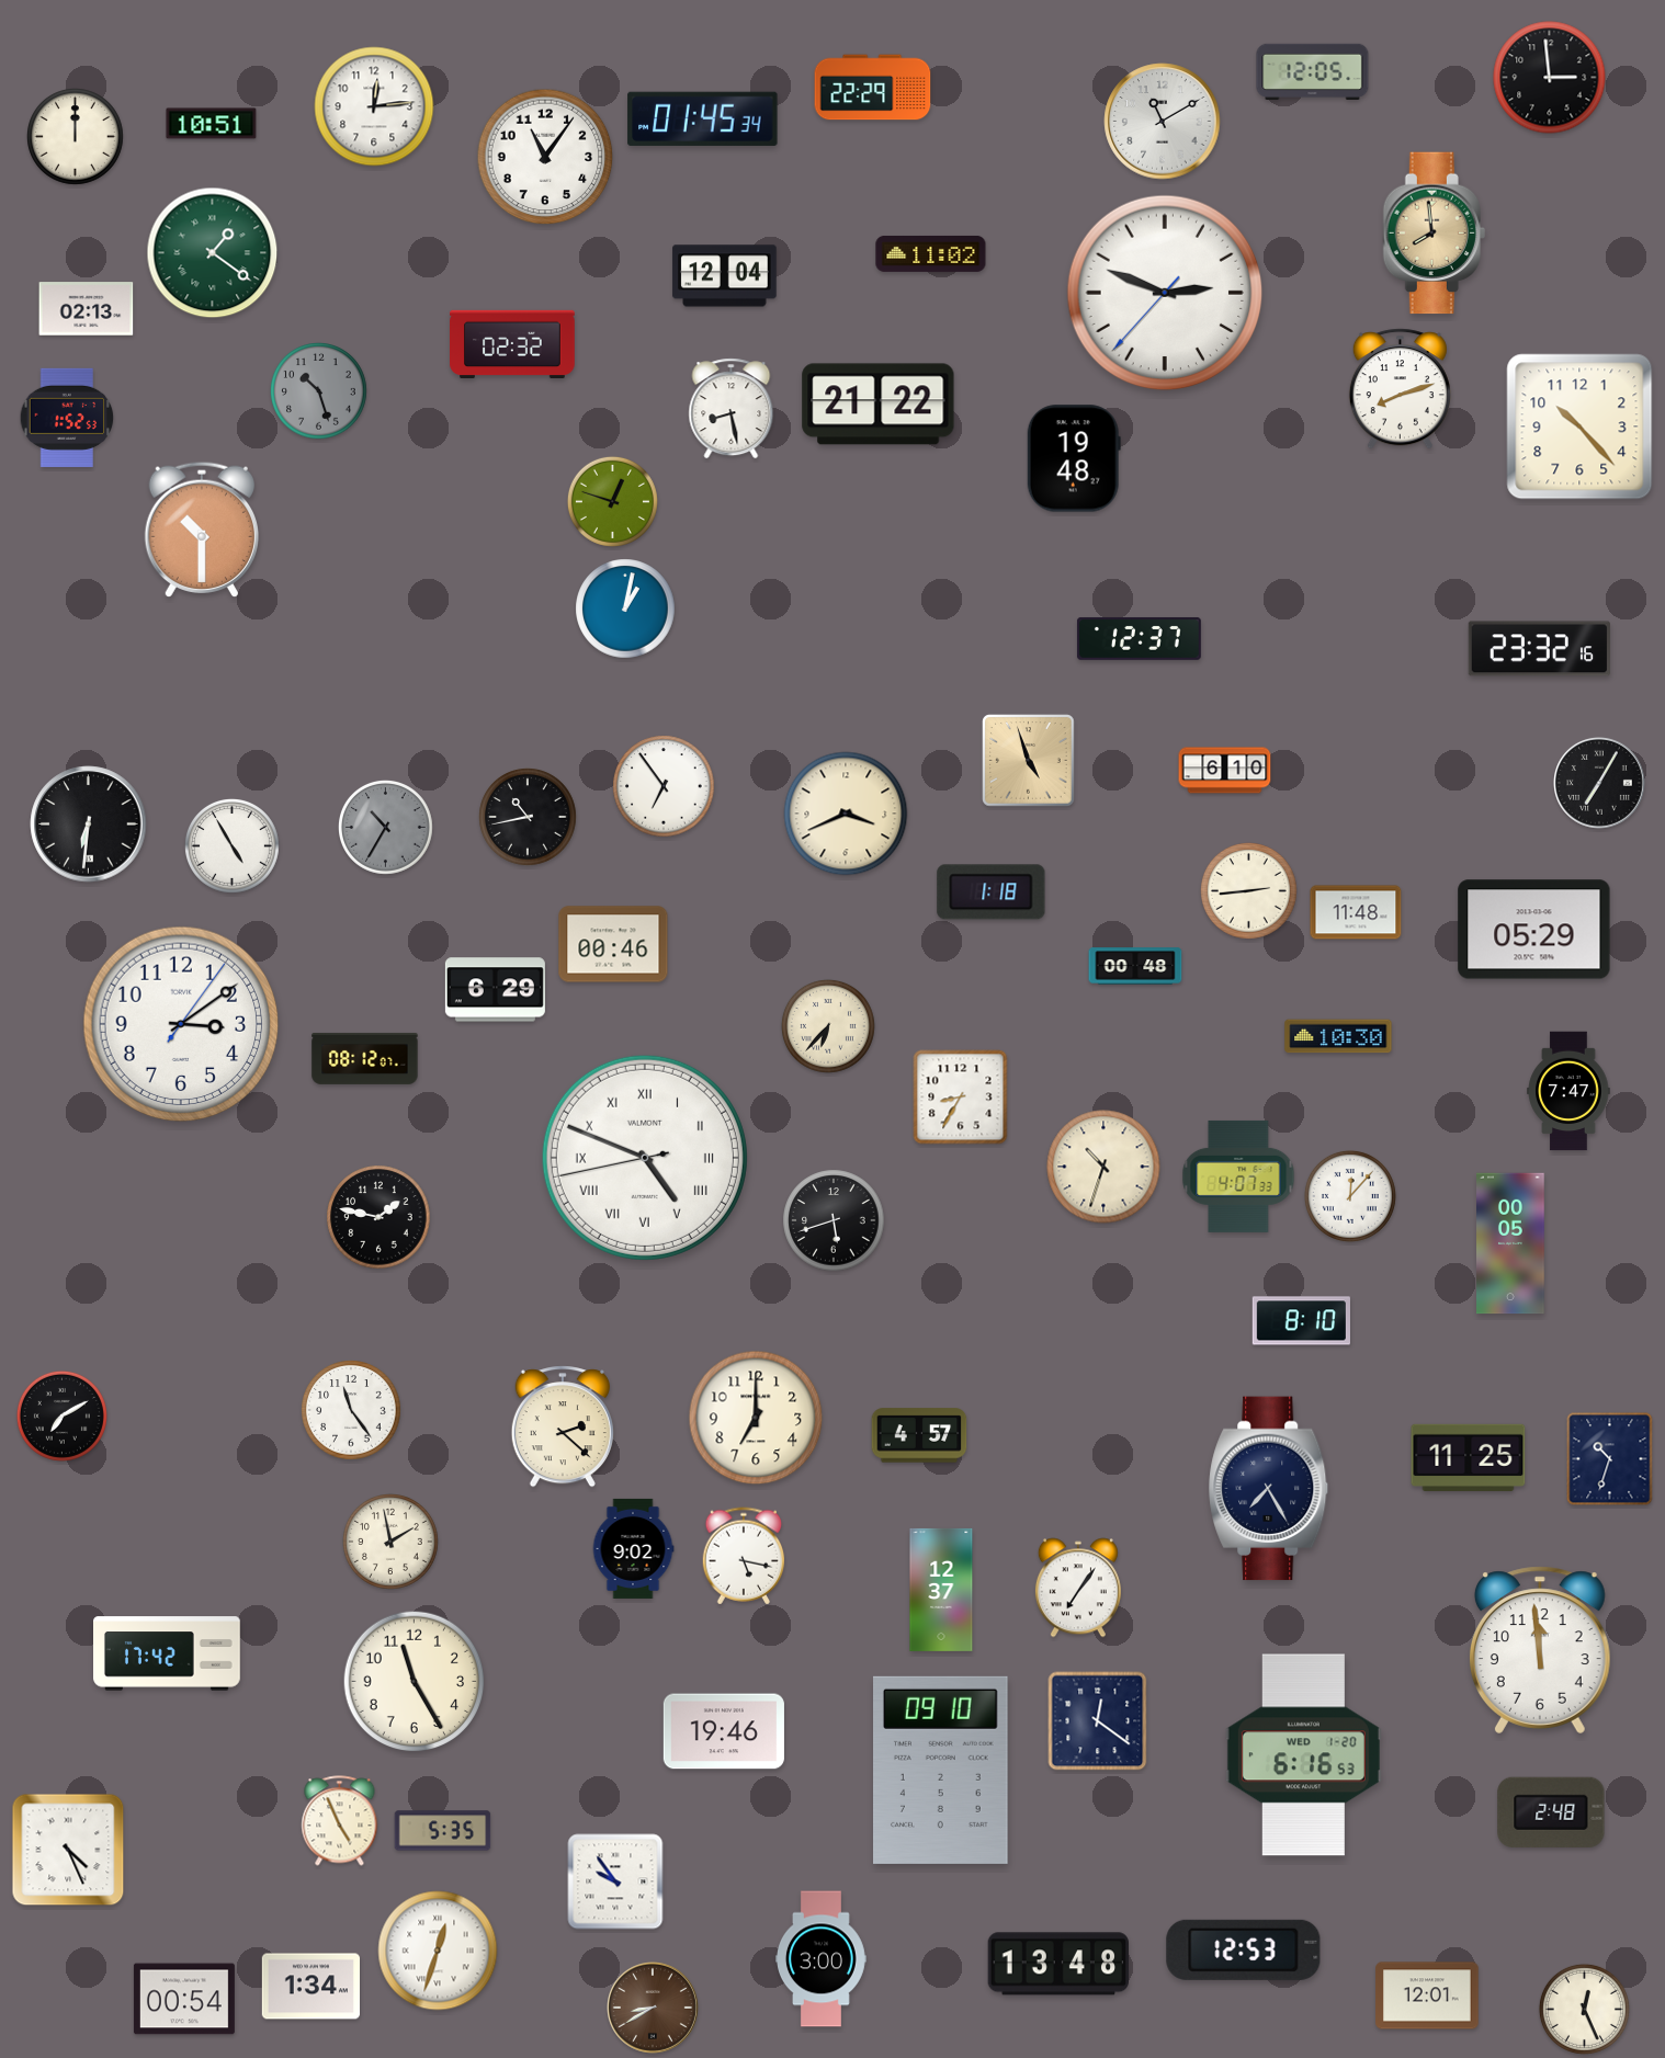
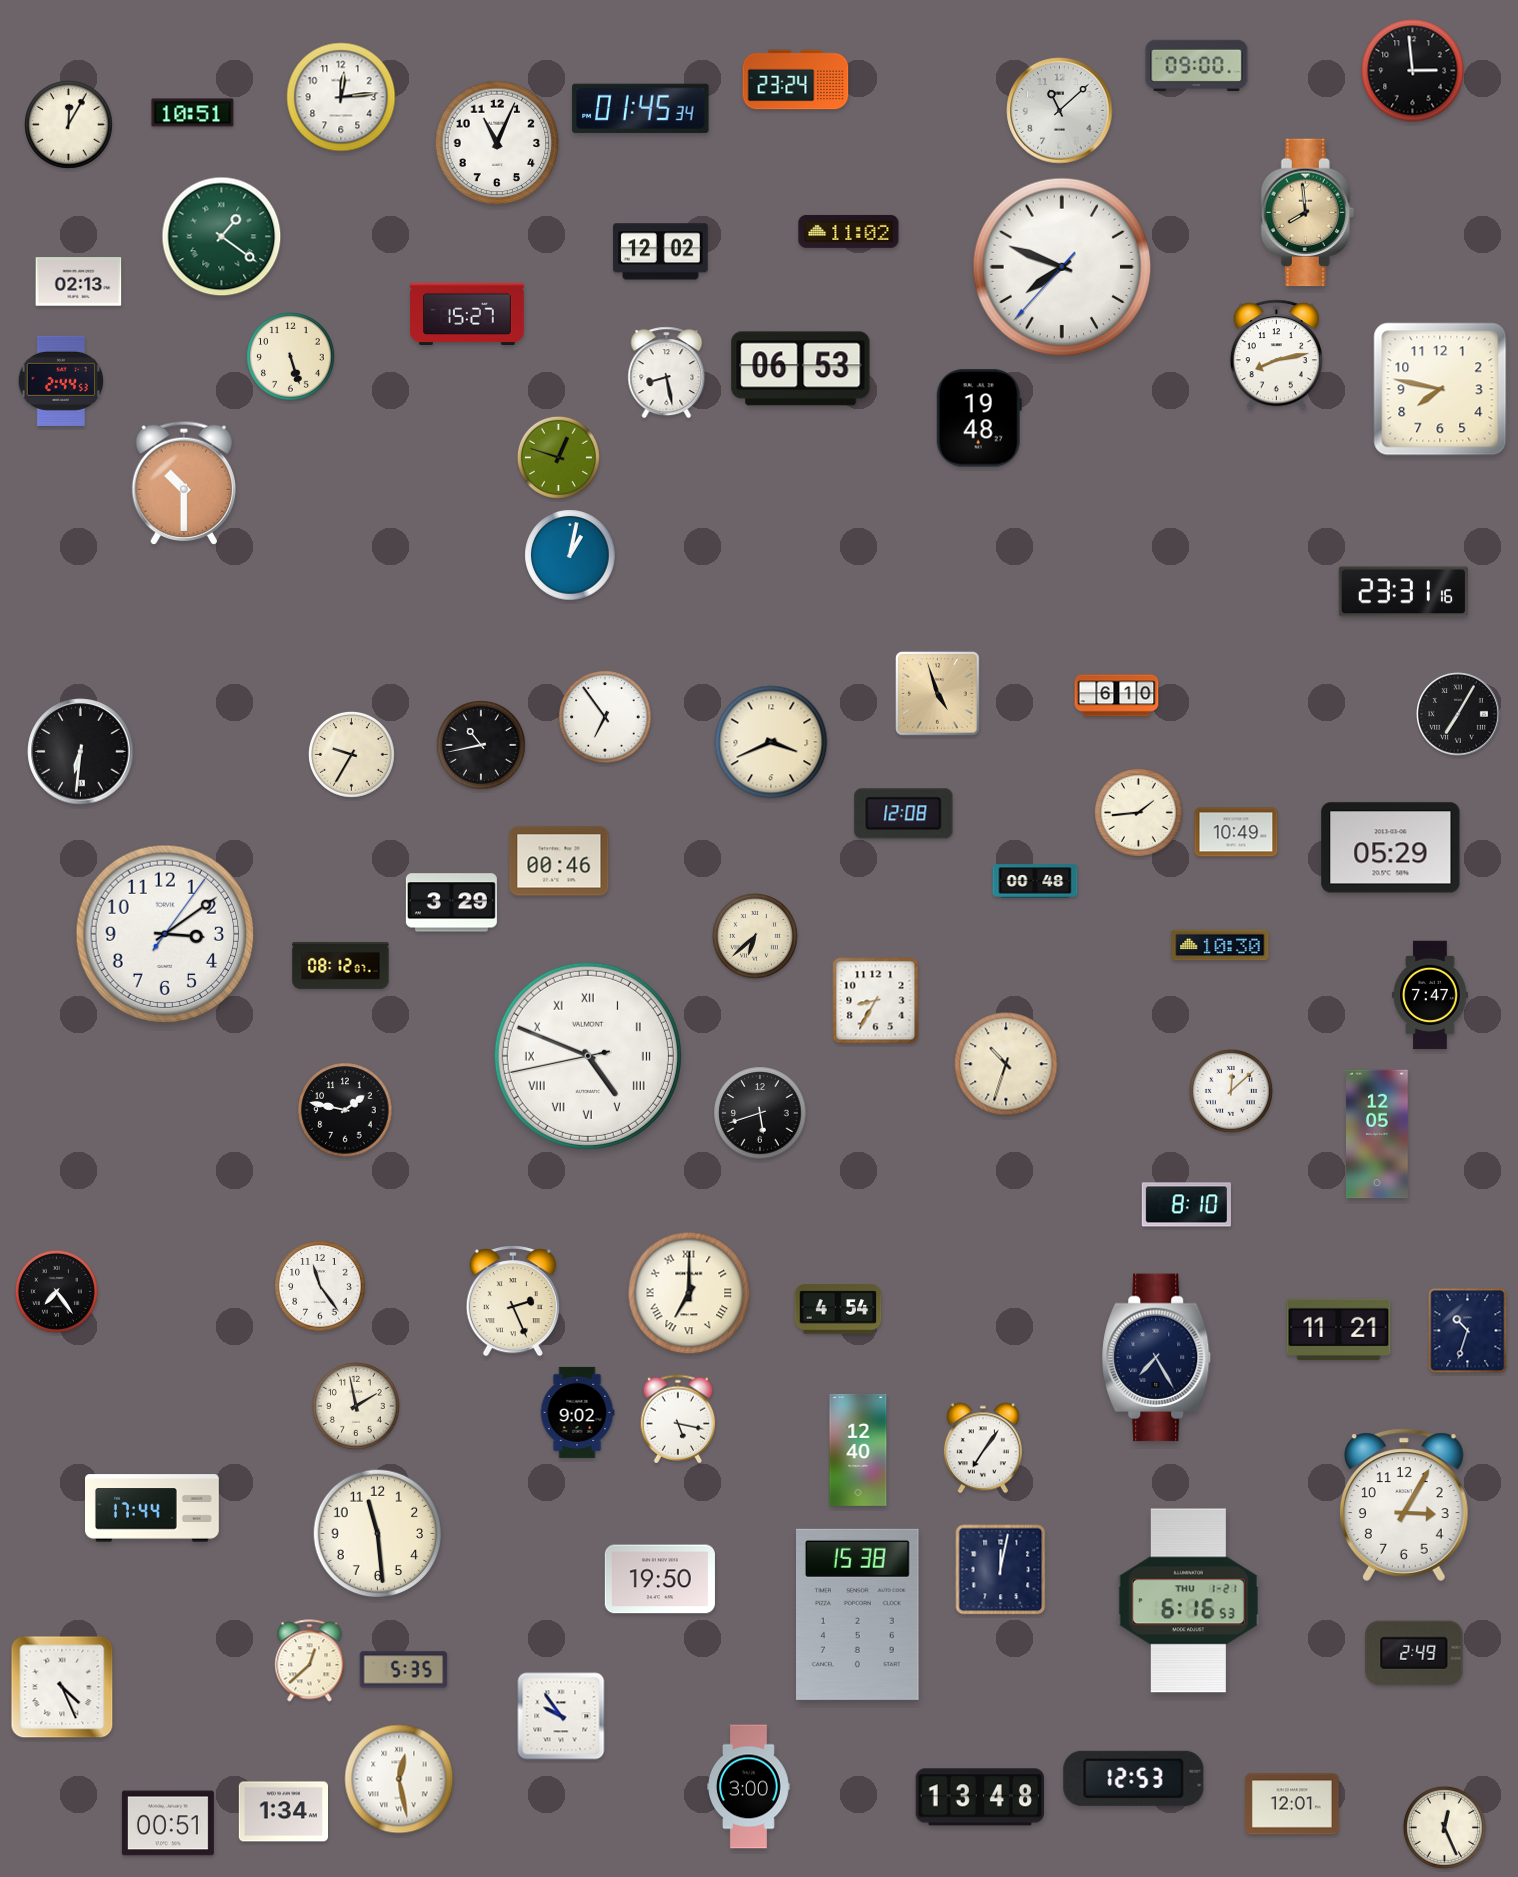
clock at (1313, 71): 12:05 -> 09:00
clock at (873, 88): 22:29 -> 23:24
clock at (1163, 122): 11:10 -> 11:08
clock at (76, 137): 12:00 -> 12:05
clock at (545, 157): 11:06 -> 11:04
clock at (213, 253) position: (213, 253) -> (222, 237)
clock at (725, 276): 12:04 -> 12:02
clock at (1165, 293): 2:48 -> 7:48
clock at (512, 344): 02:32 -> 15:27
clock at (1400, 389): 8:12 -> 8:13
clock at (319, 391): 10:27 -> 5:27
clock at (319, 391) dial: grey -> cream
clock at (879, 405): 21:22 -> 06:53
clock at (67, 418): 1:52 -> 2:44
clock at (1579, 427): 10:23 -> 7:47
clock at (1139, 638): 12:37 -> none
clock at (1539, 649): 23:32 -> 23:31
clock at (1225, 771) position: (1225, 771) -> (1117, 696)
clock at (385, 827): 10:35 -> 9:35
clock at (385, 827) dial: grey -> cream
clock at (231, 845): 4:55 -> none
clock at (1249, 891): 2:44 -> 1:44
clock at (992, 892): 1:18 -> 12:08
clock at (1356, 912): 11:48 -> 10:49
clock at (1534, 930) position: (1534, 930) -> (1391, 848)
clock at (495, 990): 6:29 -> 3:29
clock at (828, 1026): 6:37 -> 6:38
clock at (365, 1058) position: (365, 1058) -> (341, 965)
clock at (1238, 1176): 4:07 -> none
clock at (1350, 1196): 12:07 -> 12:08
clock at (1511, 1243): 00:05 -> 12:05
clock at (61, 1415): 7:10 -> 7:24
clock at (756, 1418) numerals: Arabic -> Roman
clock at (563, 1426): 2:22 -> 2:26
clock at (919, 1435): 4:57 -> 4:54
clock at (1469, 1457): 11:25 -> 11:21
clock at (941, 1590): 12:37 -> 12:40
clock at (1540, 1650): 11:59 -> 3:05
clock at (168, 1653): 17:42 -> 17:44
clock at (415, 1682): 11:25 -> 11:29
clock at (1098, 1721): 12:21 -> 12:02
clock at (724, 1731): 19:46 -> 19:50
clock at (1303, 1755) date: WED 1-20 -> THU 1-21
clock at (941, 1770): 09:10 -> 15:38
clock at (1551, 1812): 2:48 -> 2:49
clock at (340, 1821): 4:56 -> 12:38
clock at (438, 1951): 12:33 -> 12:28
clock at (1057, 1964) position: (1057, 1964) -> (979, 1797)
clock at (1427, 1996) position: (1427, 1996) -> (1292, 1804)
clock at (184, 1999): 00:54 -> 00:51
clock at (654, 2009): 8:40 -> none
clock at (1584, 2009) position: (1584, 2009) -> (1444, 1827)
